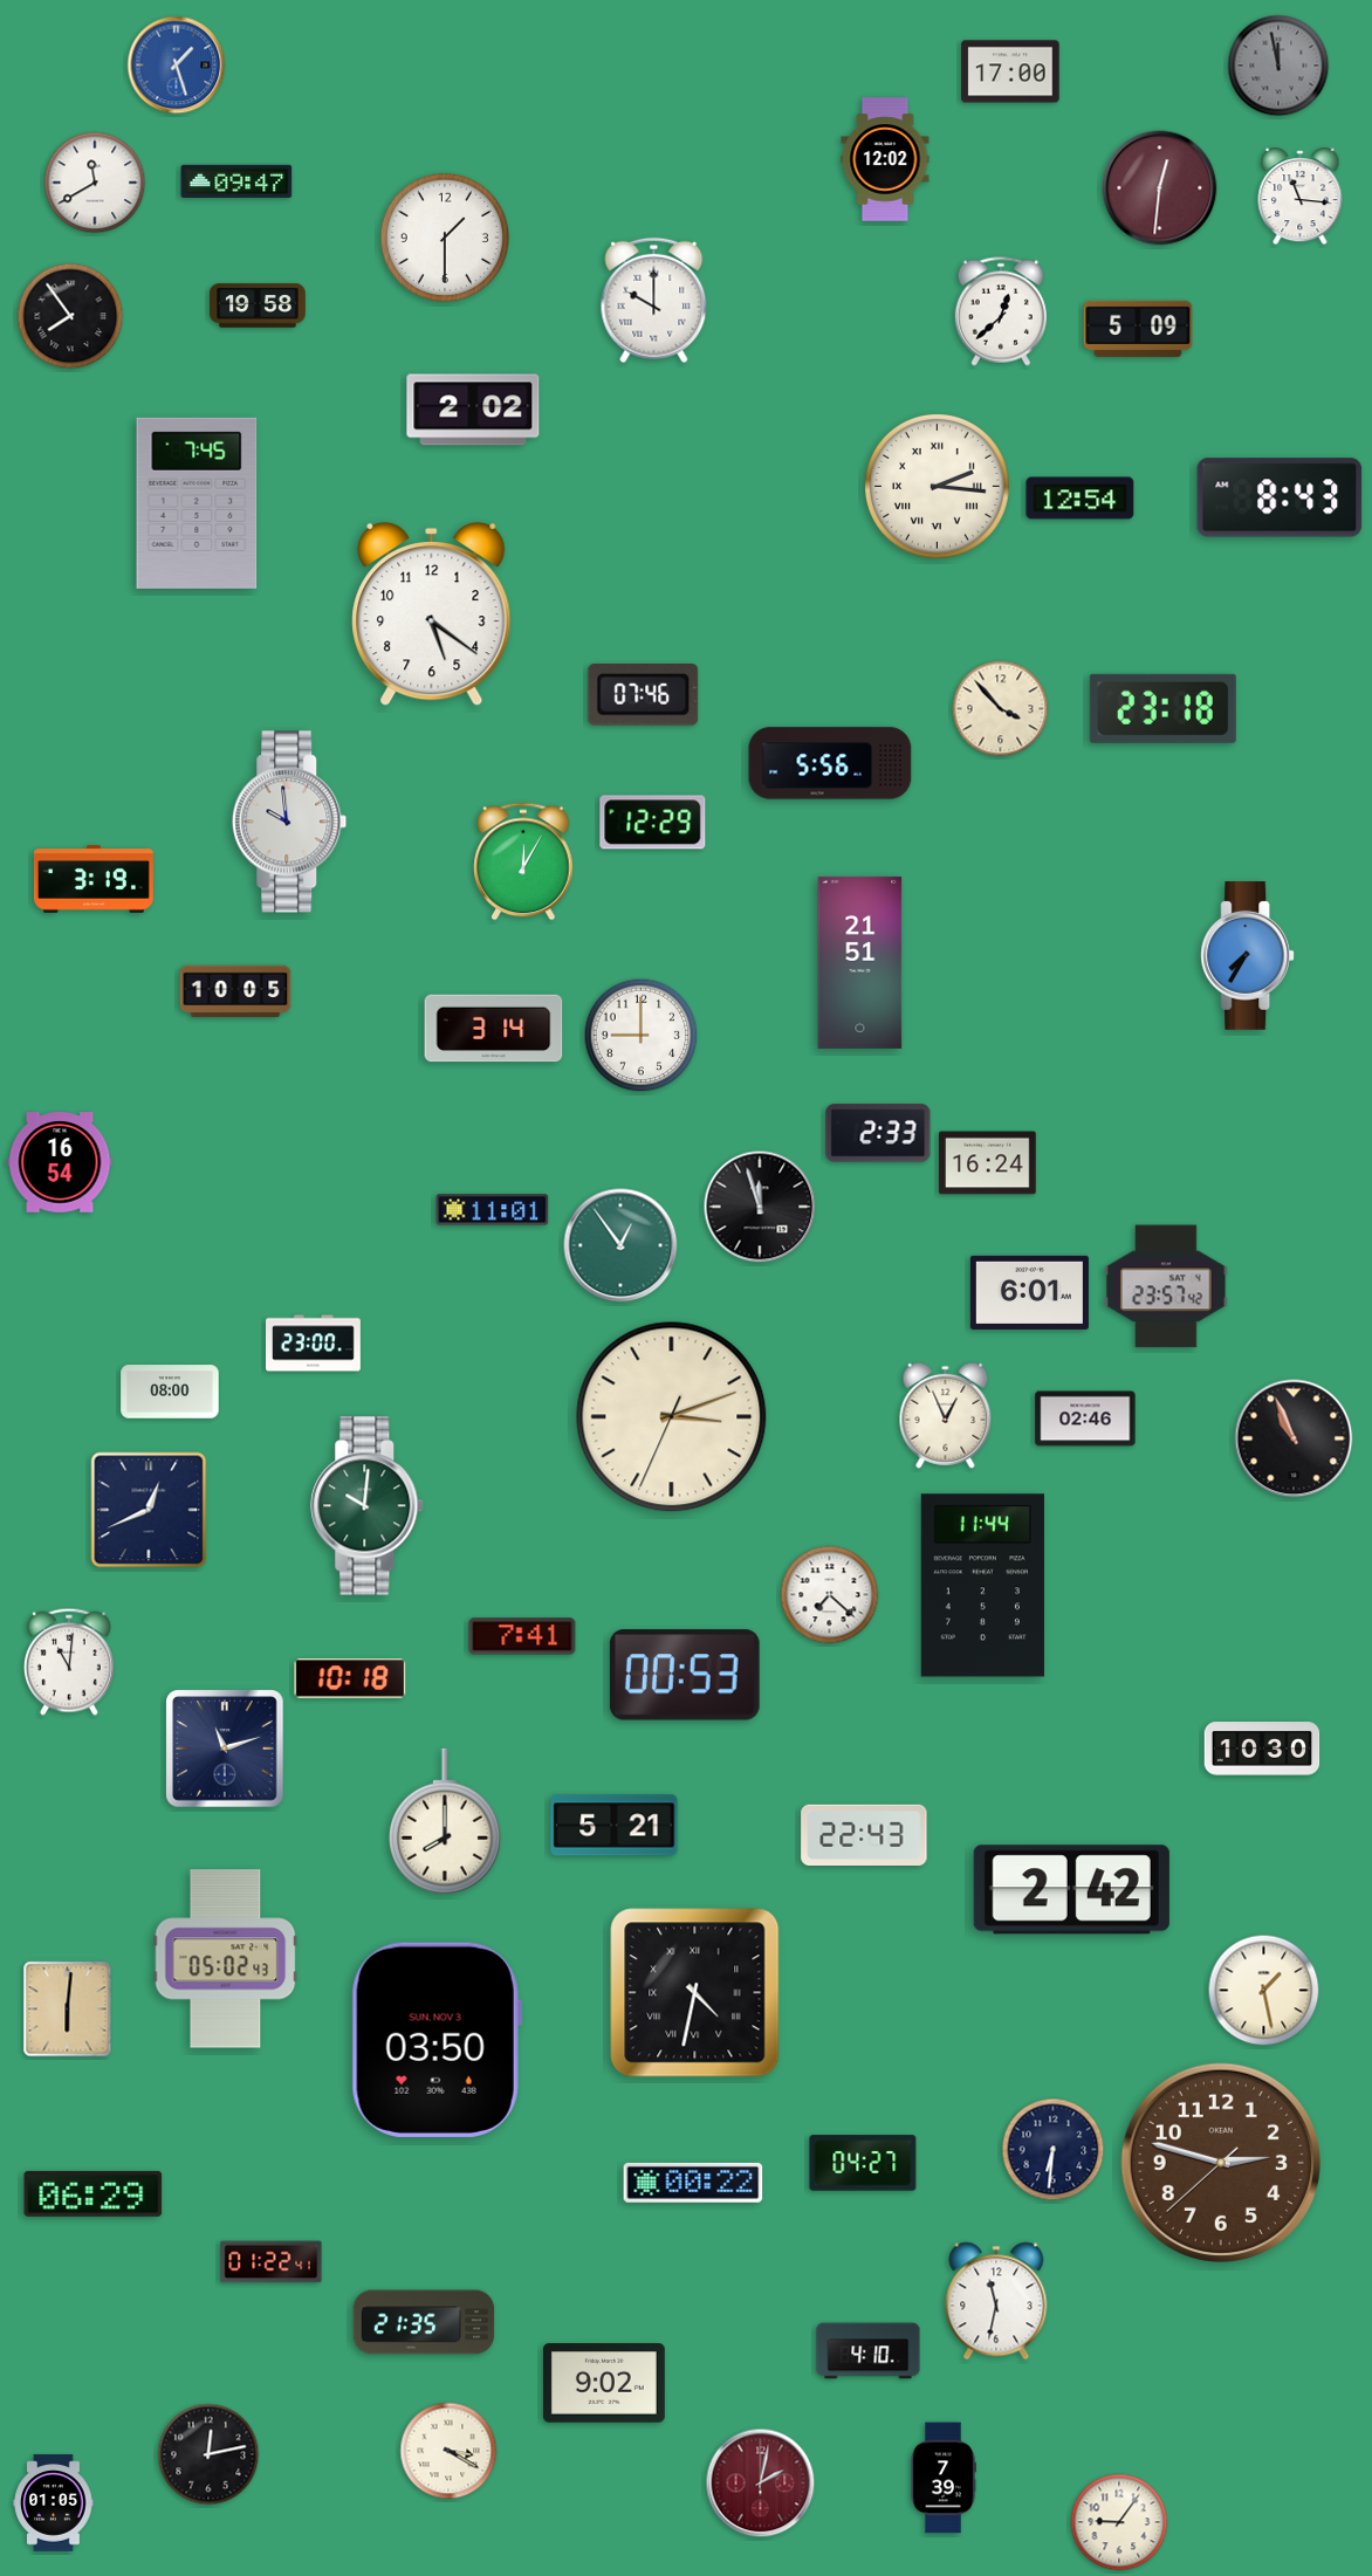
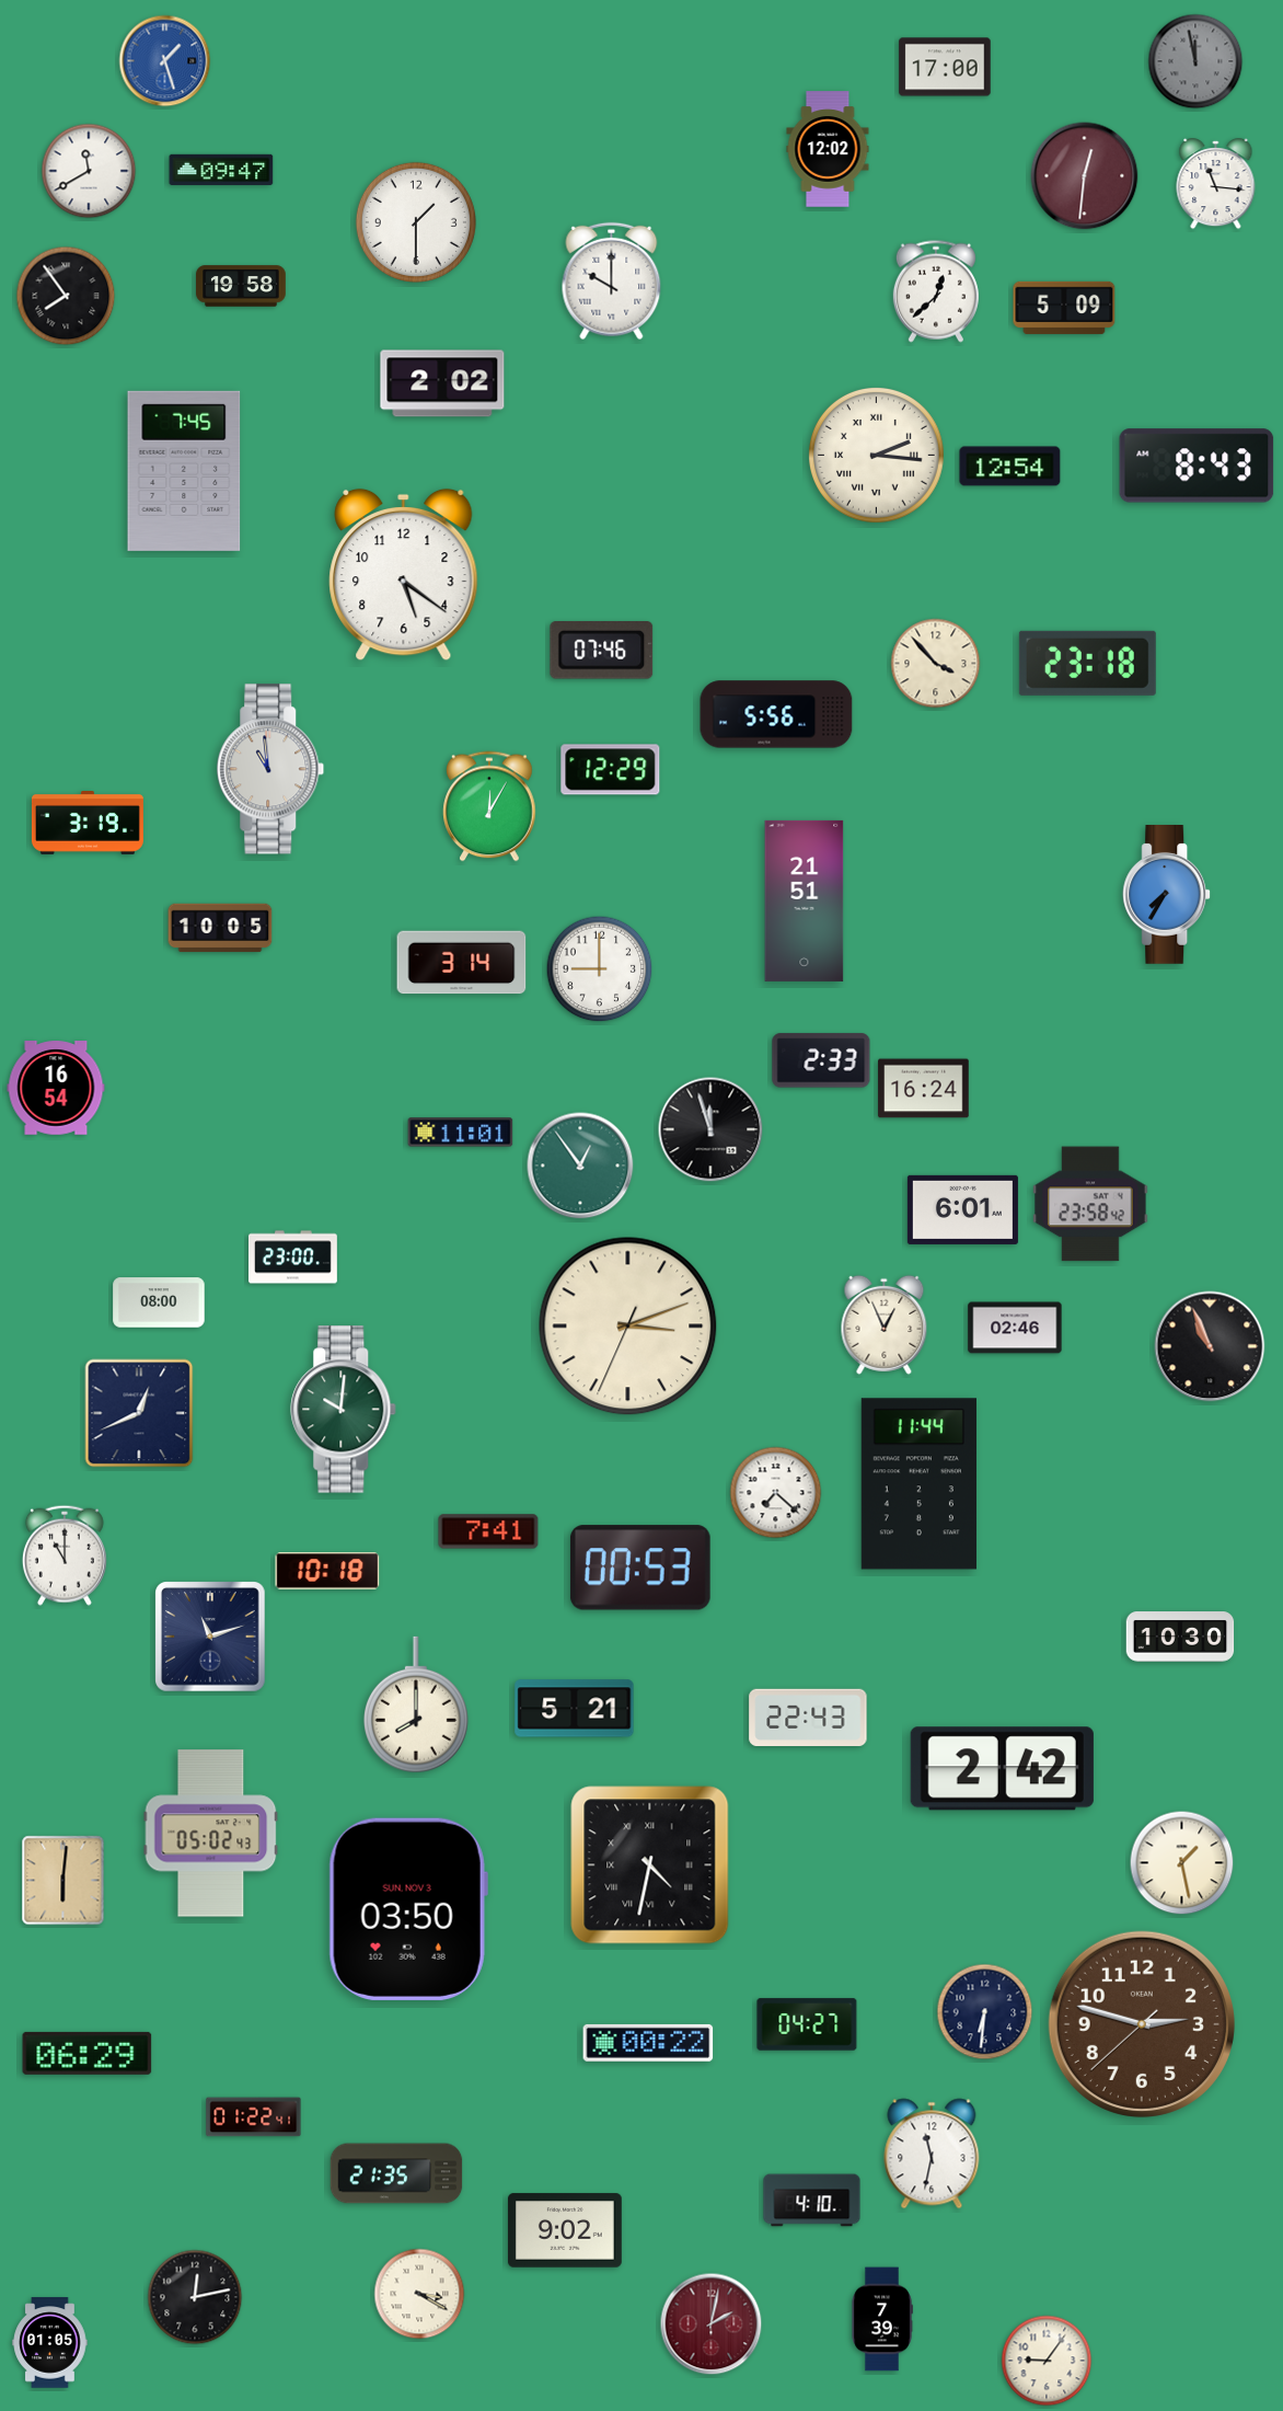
clock at (289, 822): 9:59 -> 10:59
clock at (1166, 1286): 23:57 -> 23:58
clock at (69, 1662): 11:01 -> 11:00
